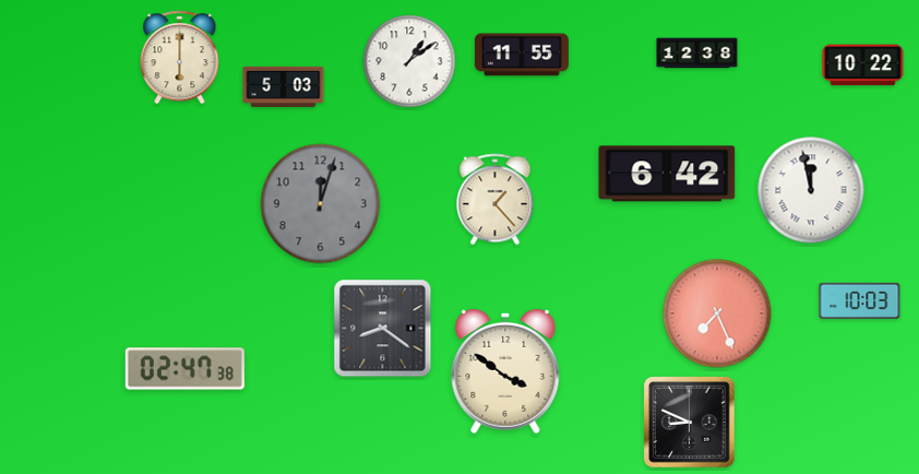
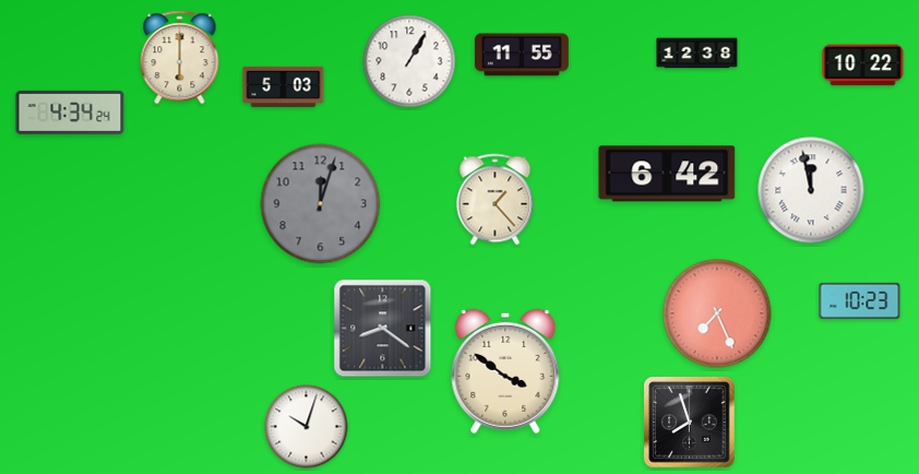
clock at (409, 61): 1:09 -> 1:05
clock at (70, 112): none -> 4:34
clock at (860, 300): 10:03 -> 10:23
clock at (184, 369): 02:47 -> none
clock at (690, 423): 8:49 -> 7:57
clock at (307, 427): none -> 10:03
